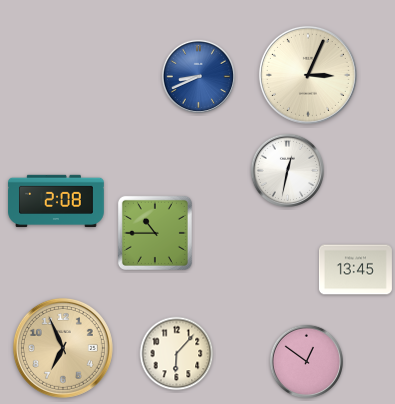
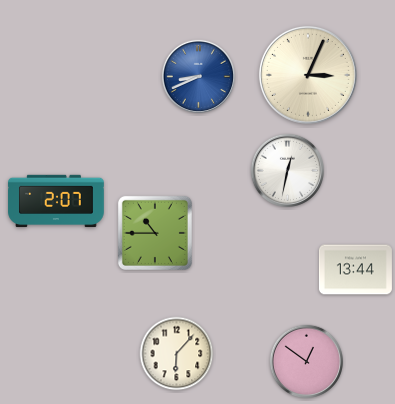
clock at (56, 201): 2:08 -> 2:07
clock at (355, 270): 13:45 -> 13:44
clock at (63, 348): 6:56 -> none
